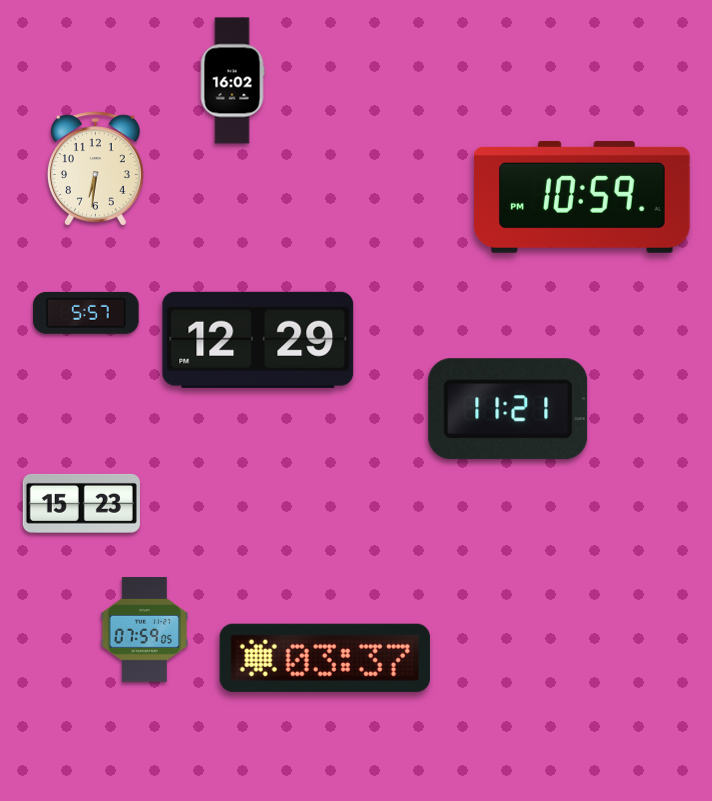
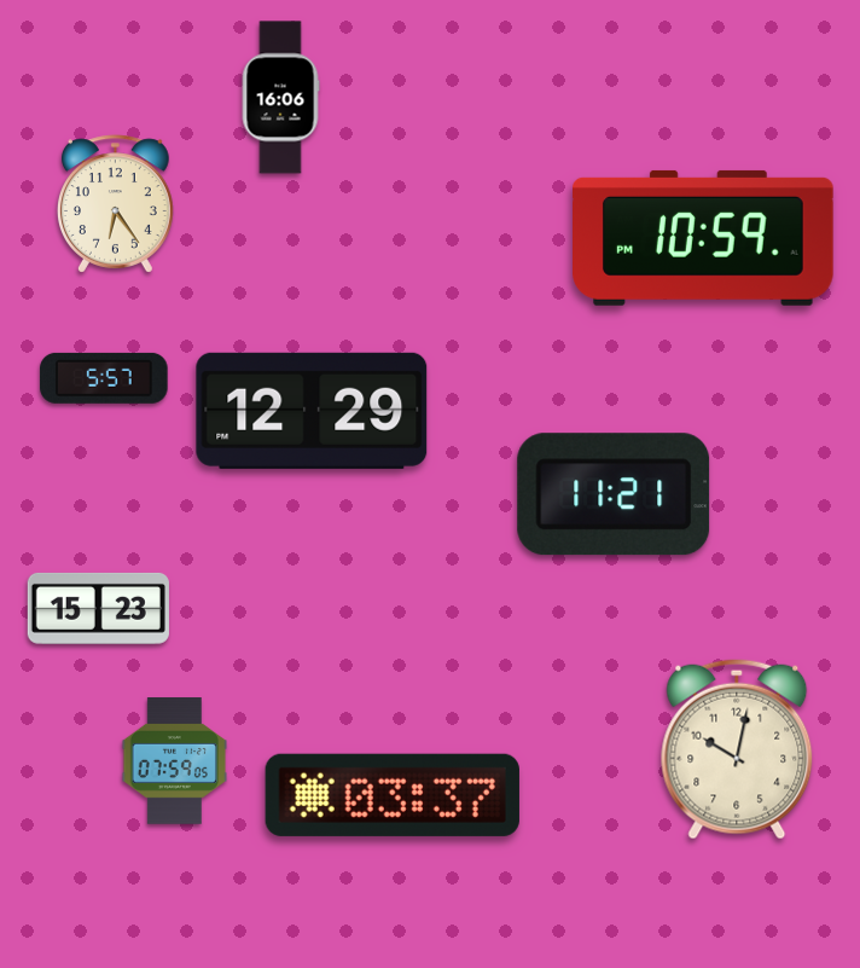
clock at (232, 81): 16:02 -> 16:06
clock at (95, 169): 6:31 -> 6:24
clock at (737, 749): none -> 10:02
